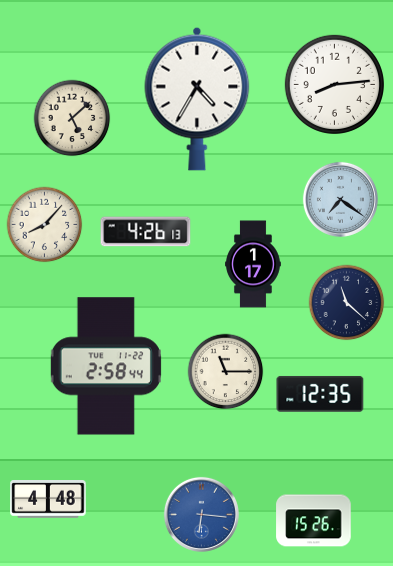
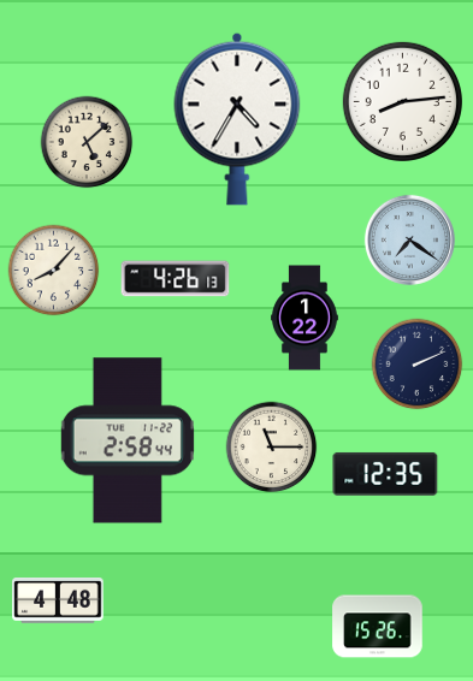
clock at (254, 264): 1:17 -> 1:22
clock at (347, 303): 11:22 -> 2:11
clock at (201, 514): 6:16 -> none
